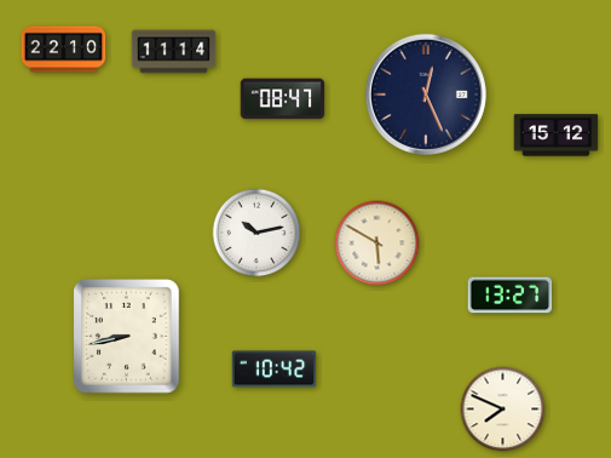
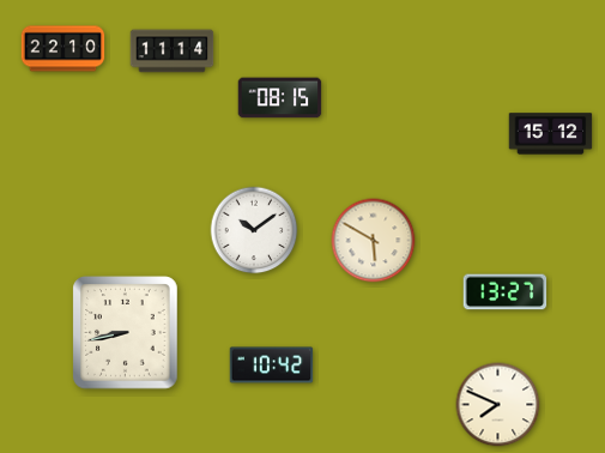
clock at (426, 95): 12:26 -> none
clock at (283, 99): 08:47 -> 08:15
clock at (256, 233): 10:13 -> 10:09
